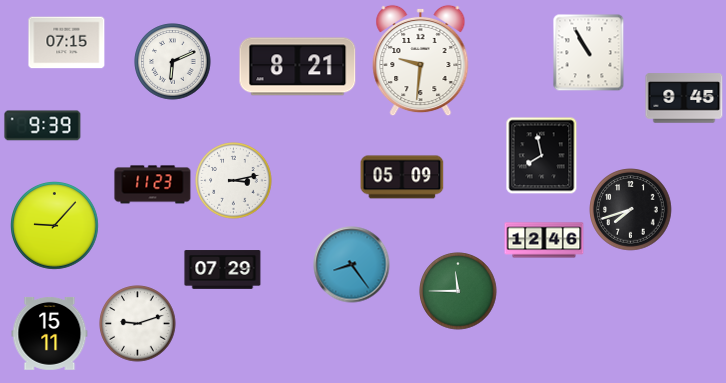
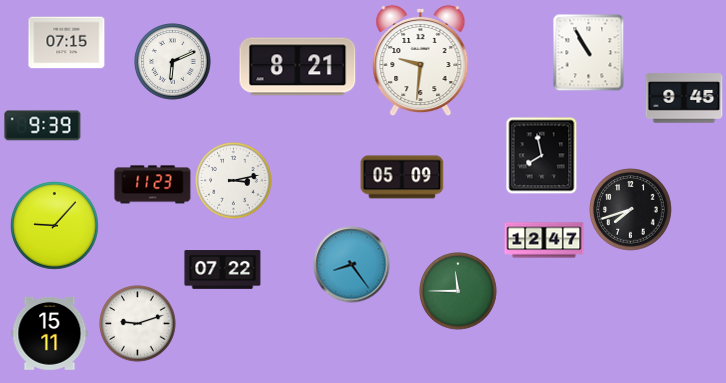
clock at (544, 240): 12:46 -> 12:47
clock at (223, 270): 07:29 -> 07:22
